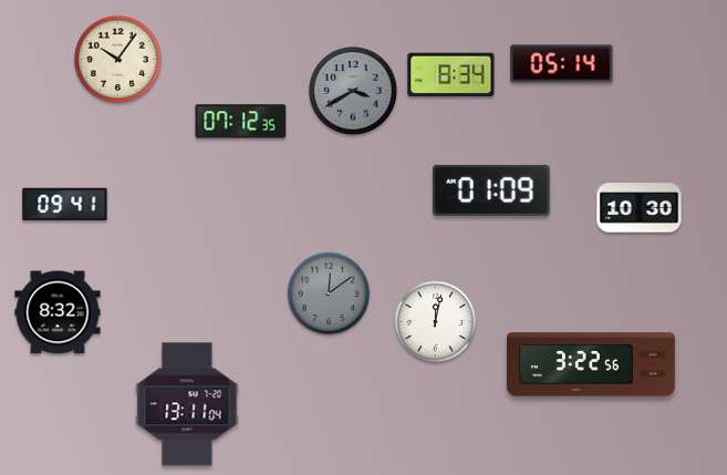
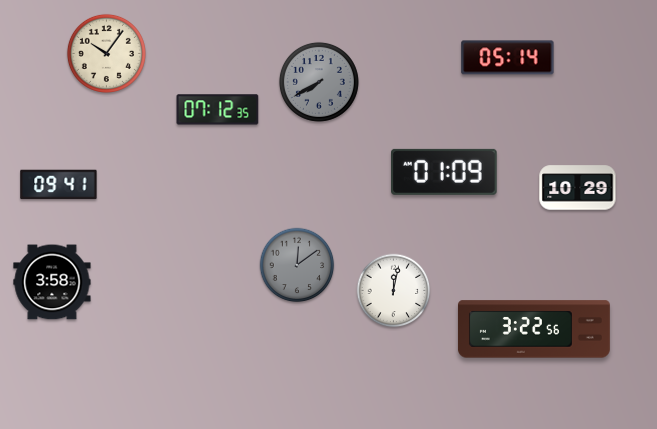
clock at (451, 75): 8:34 -> none
clock at (353, 91): 3:40 -> 7:40
clock at (640, 208): 10:30 -> 10:29
clock at (58, 312): 8:32 -> 3:58
clock at (187, 404): 13:11 -> none
